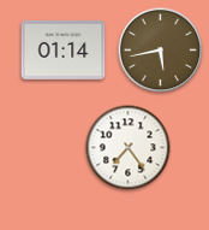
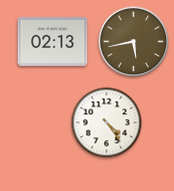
clock at (64, 49): 01:14 -> 02:13
clock at (129, 148): 7:24 -> 4:24
